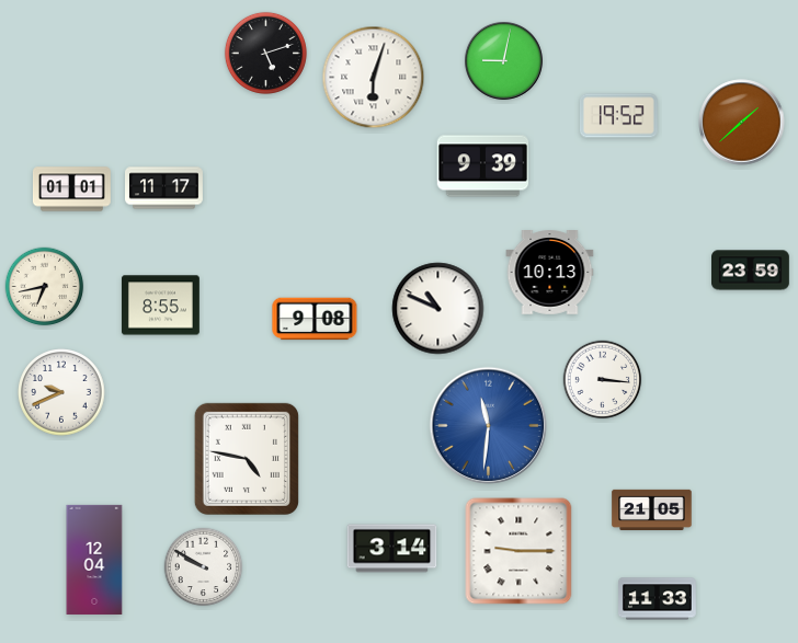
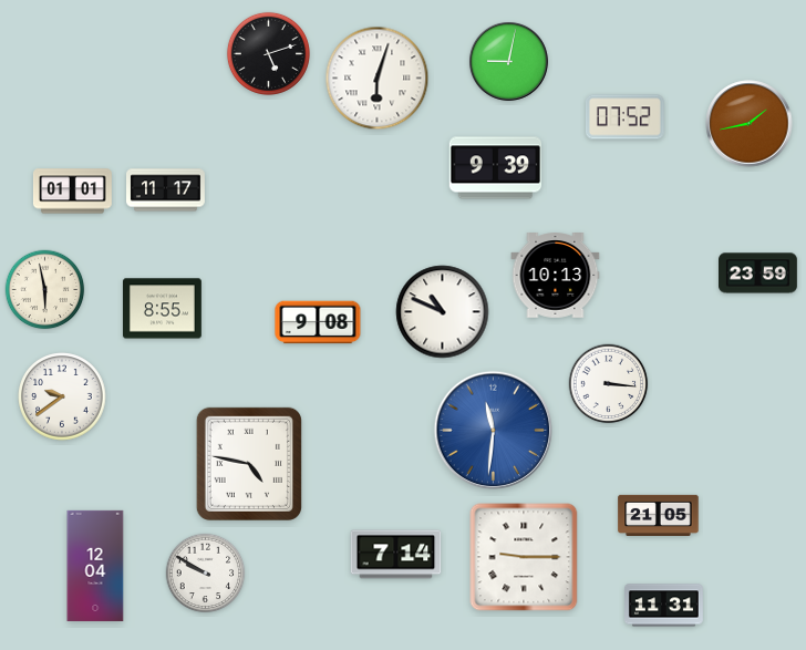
clock at (618, 116): 19:52 -> 07:52
clock at (742, 123): 1:38 -> 1:43
clock at (483, 167) position: (483, 167) -> (496, 168)
clock at (45, 287): 6:43 -> 5:58
clock at (61, 392): 9:41 -> 9:39
clock at (392, 549): 3:14 -> 7:14
clock at (658, 599): 11:33 -> 11:31
